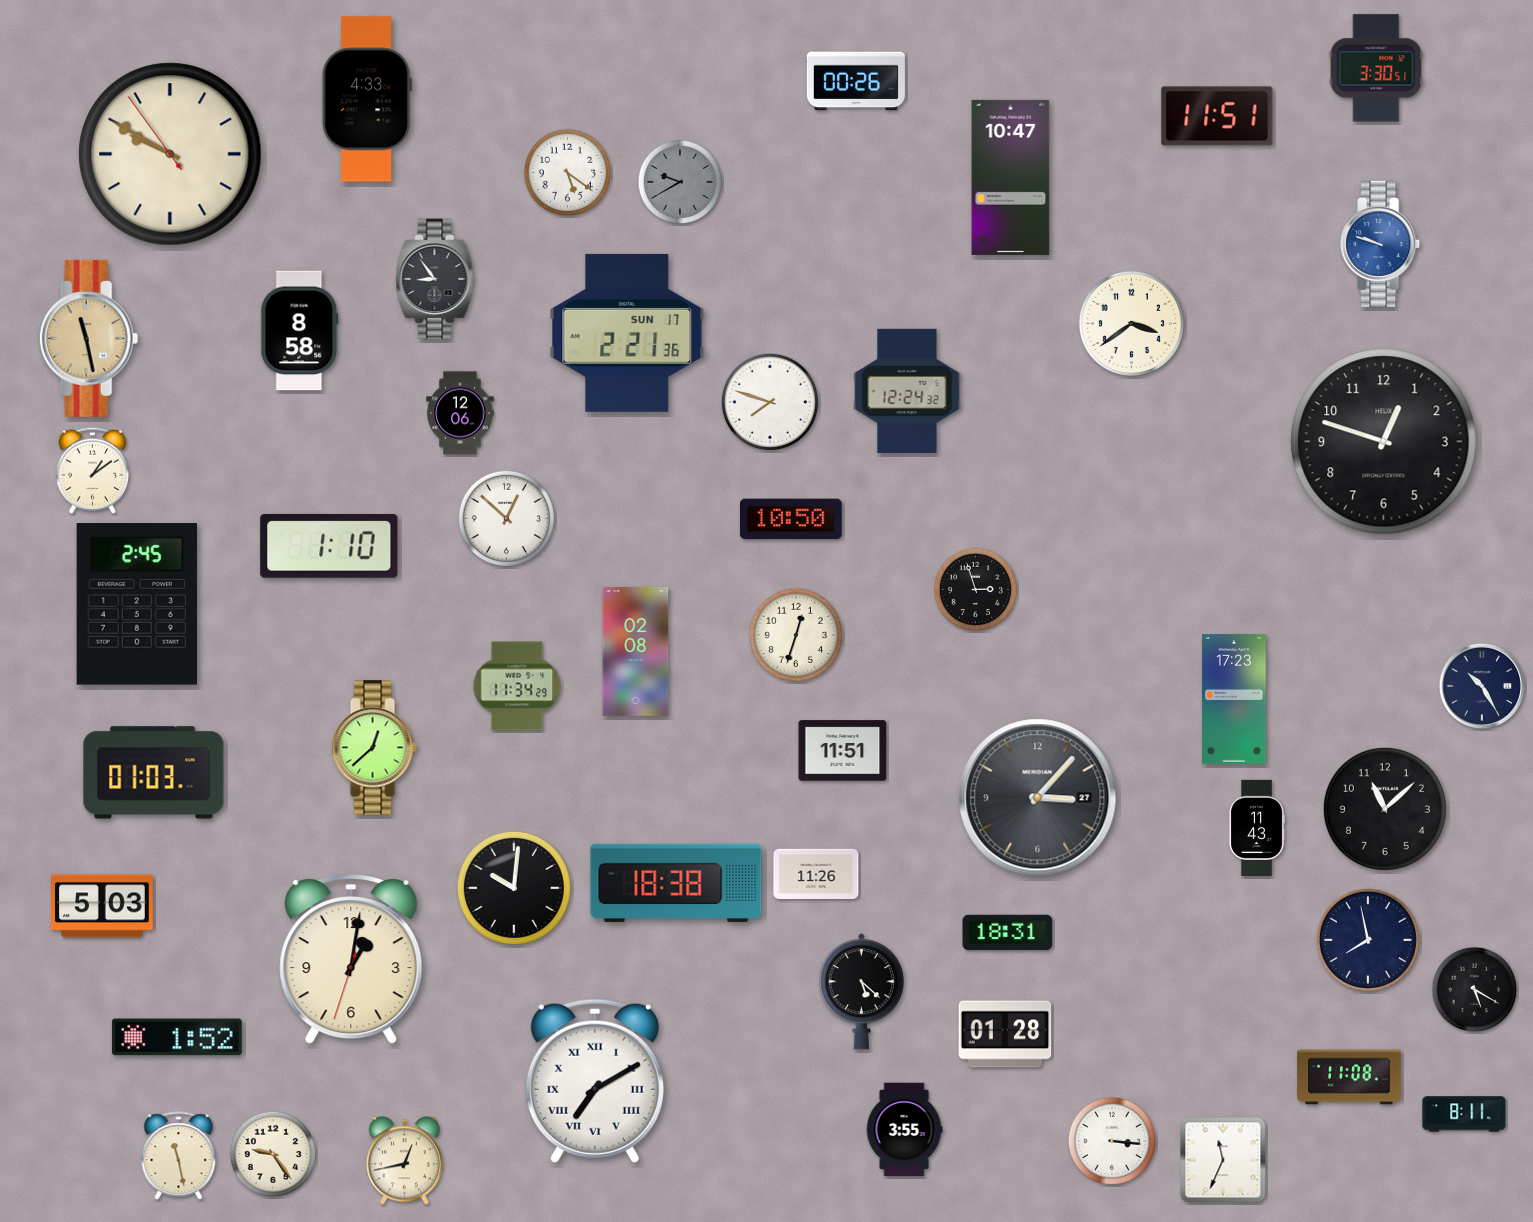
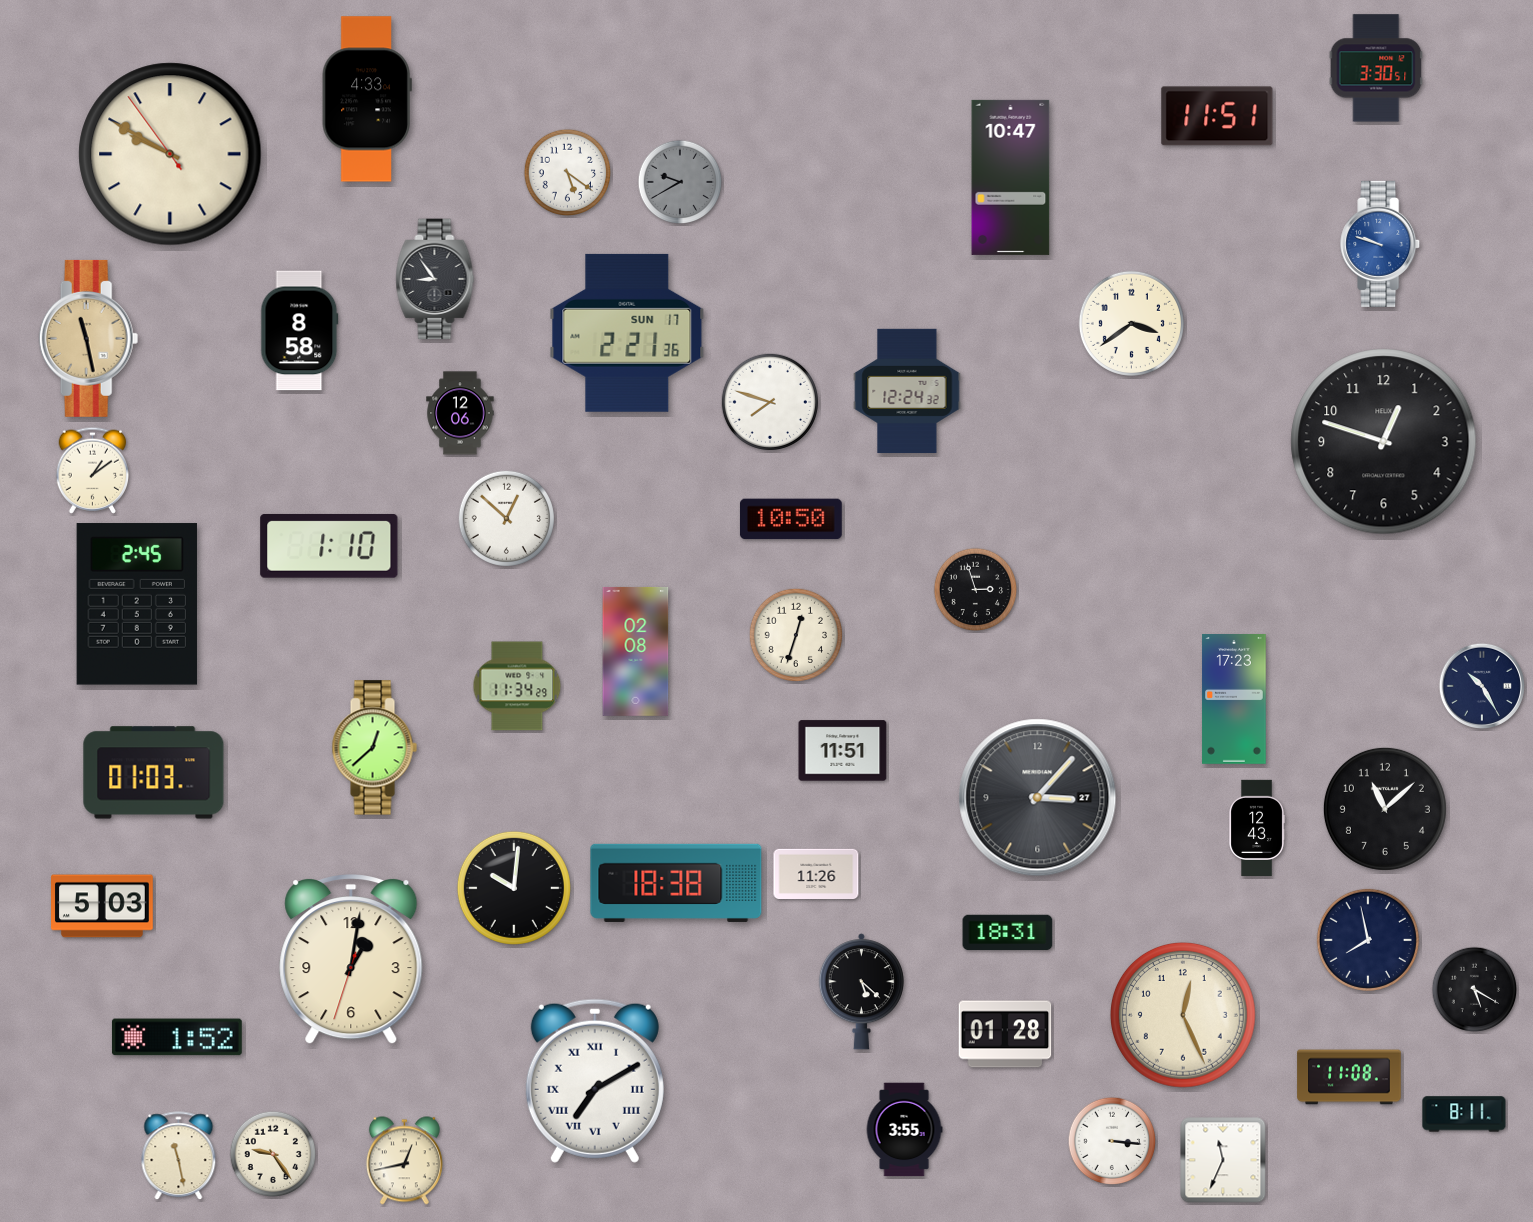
clock at (856, 81): 00:26 -> none
clock at (1257, 827): 11:43 -> 12:43
clock at (1183, 1015): none -> 12:26
